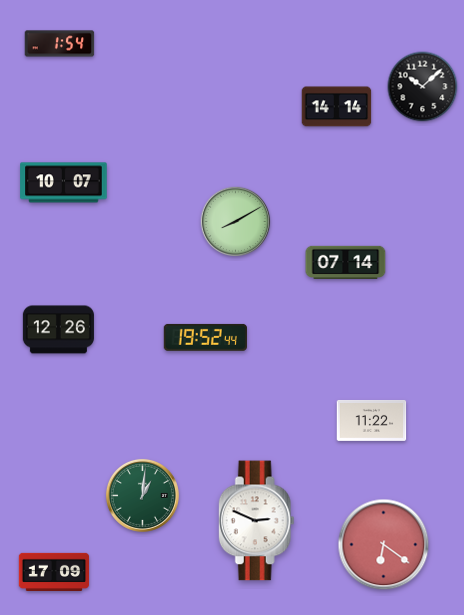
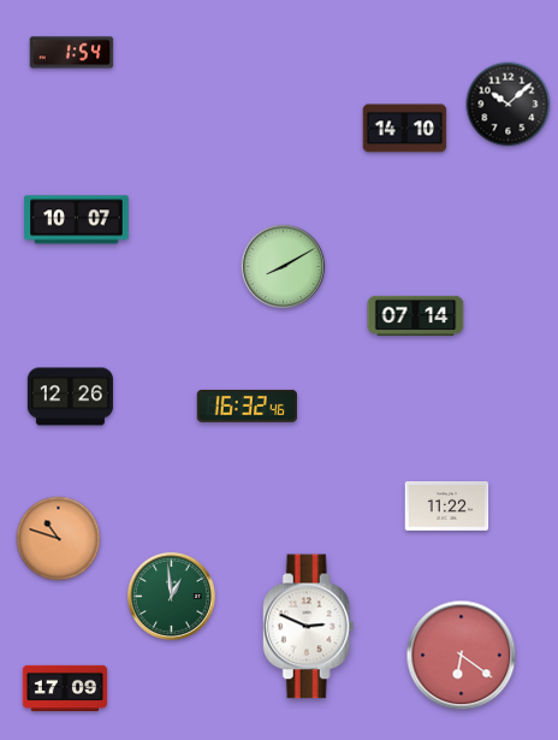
clock at (337, 107): 14:14 -> 14:10
clock at (205, 337): 19:52 -> 16:32
clock at (59, 539): none -> 10:48
clock at (142, 495): 1:01 -> 12:59
